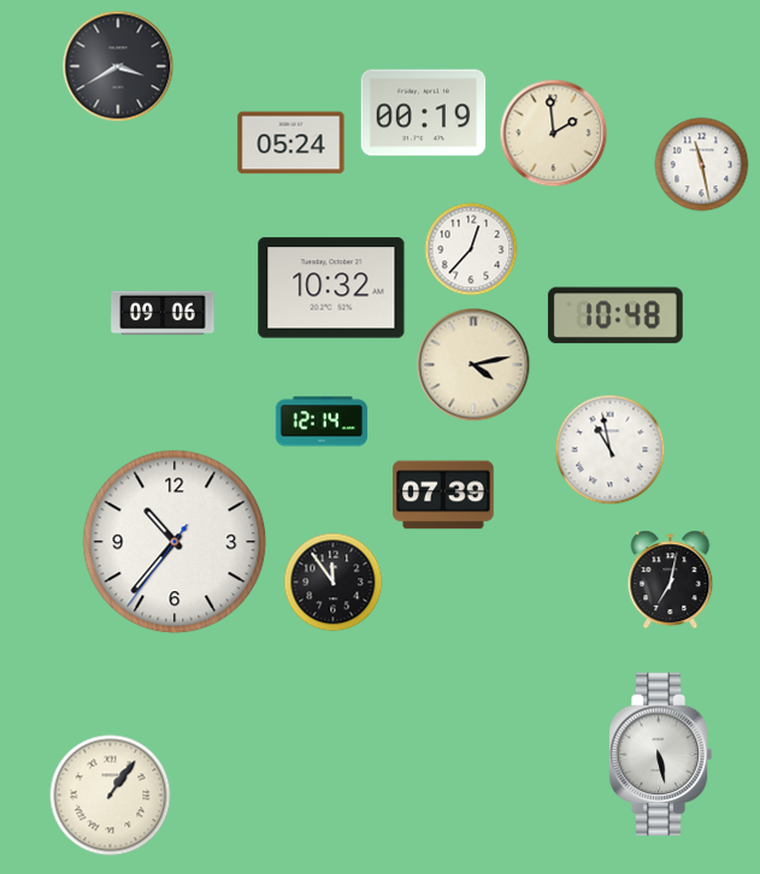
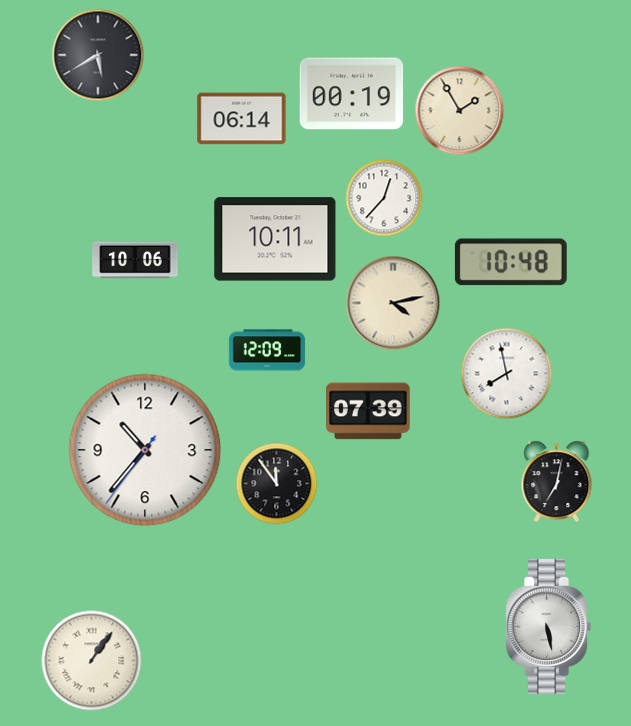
clock at (118, 66): 3:40 -> 5:40
clock at (554, 134): 1:59 -> 1:55
clock at (291, 143): 05:24 -> 06:14
clock at (702, 165): 11:28 -> none
clock at (471, 249) position: (471, 249) -> (384, 198)
clock at (331, 288): 10:32 -> 10:11
clock at (163, 313): 09:06 -> 10:06
clock at (322, 421): 12:14 -> 12:09
clock at (611, 450): 10:58 -> 7:58
